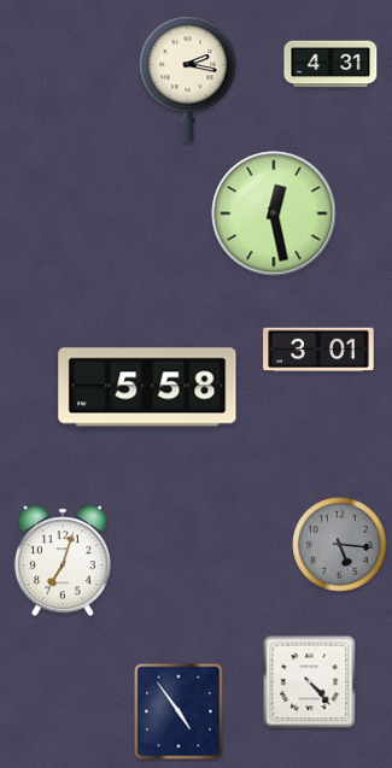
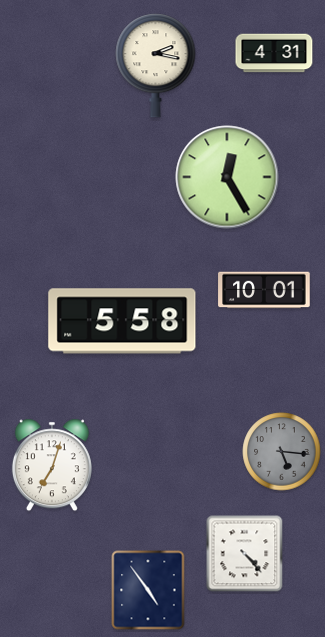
clock at (274, 213): 12:28 -> 12:25
clock at (318, 350): 3:01 -> 10:01
clock at (310, 682) position: (310, 682) -> (245, 554)
